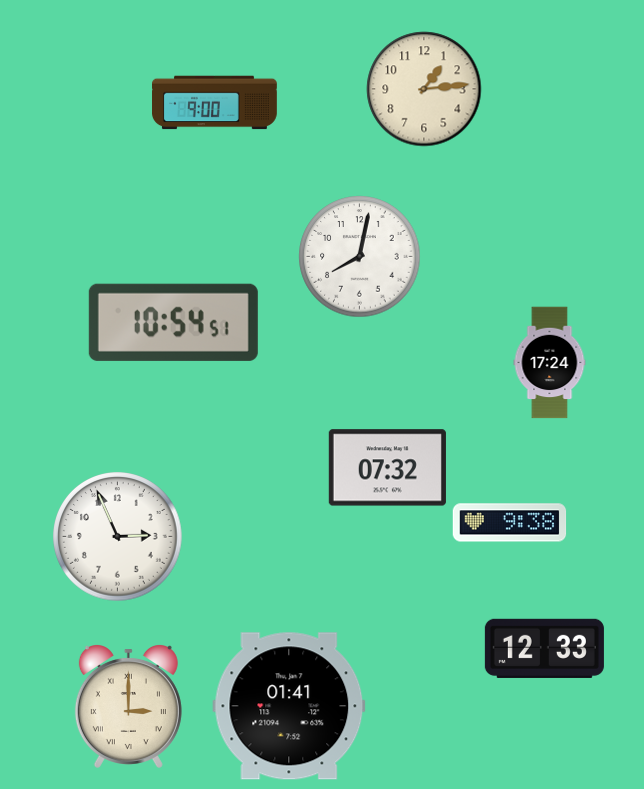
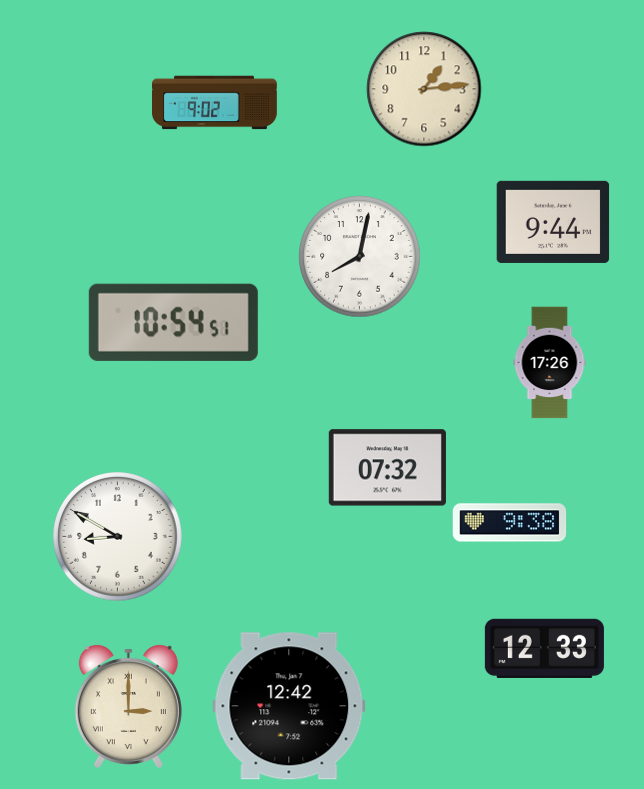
clock at (215, 103): 9:00 -> 9:02
clock at (553, 222): none -> 9:44
clock at (550, 363): 17:24 -> 17:26
clock at (118, 537): 2:56 -> 8:50
clock at (289, 706): 01:41 -> 12:42
